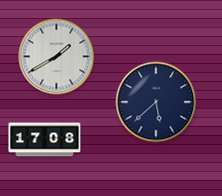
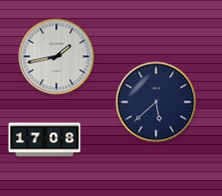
clock at (57, 57): 1:40 -> 1:43
